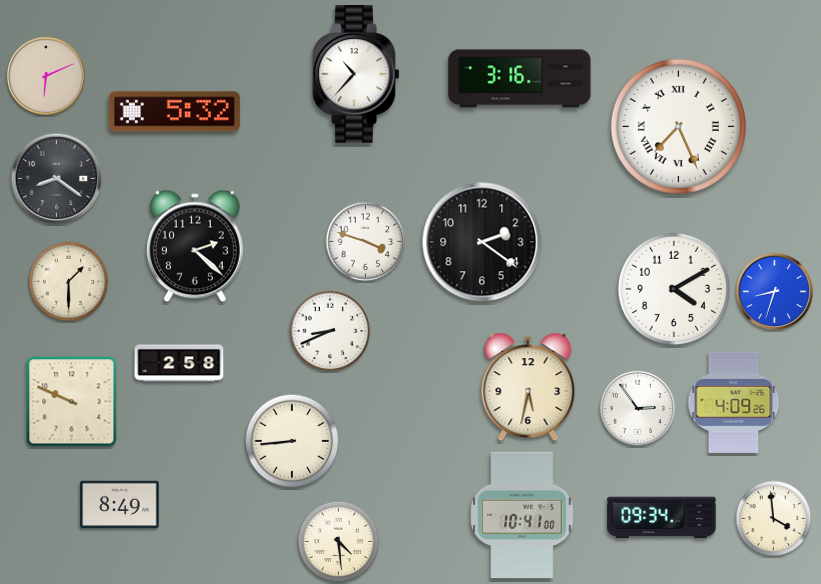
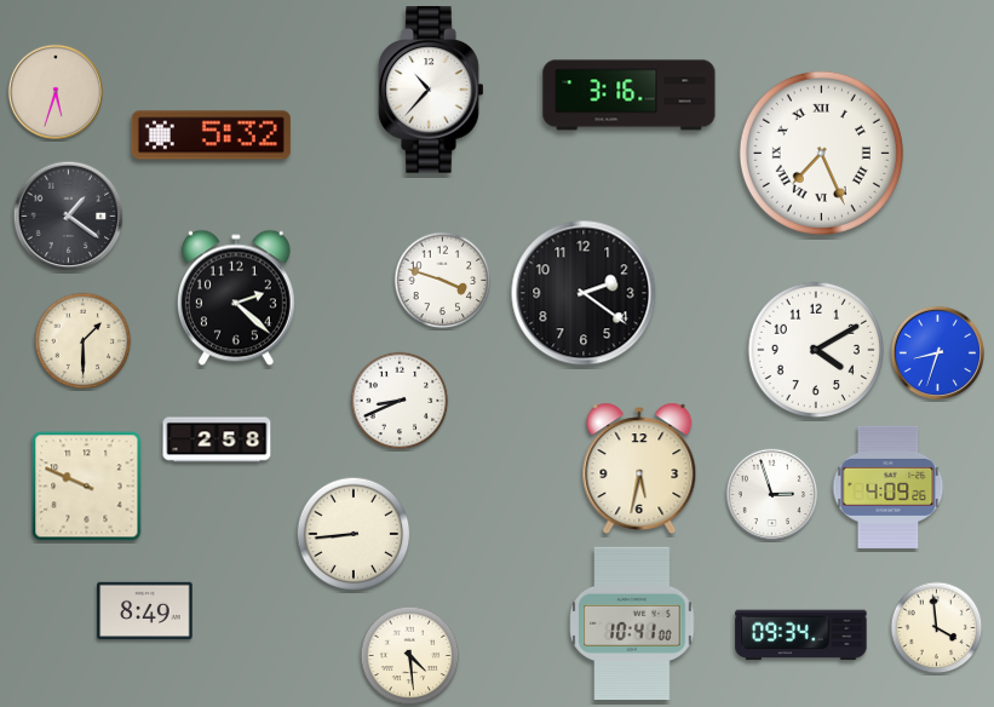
clock at (46, 76): 6:11 -> 5:33
clock at (57, 179): 8:21 -> 1:21
clock at (366, 242) position: (366, 242) -> (443, 281)
clock at (637, 408): 2:54 -> 2:57
clock at (662, 518) position: (662, 518) -> (801, 636)
